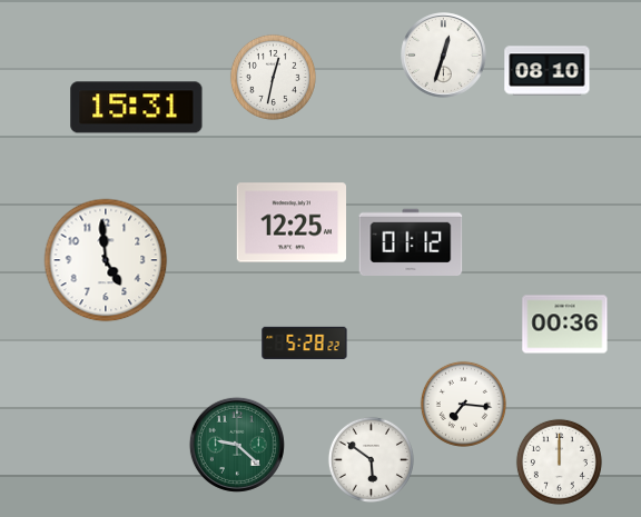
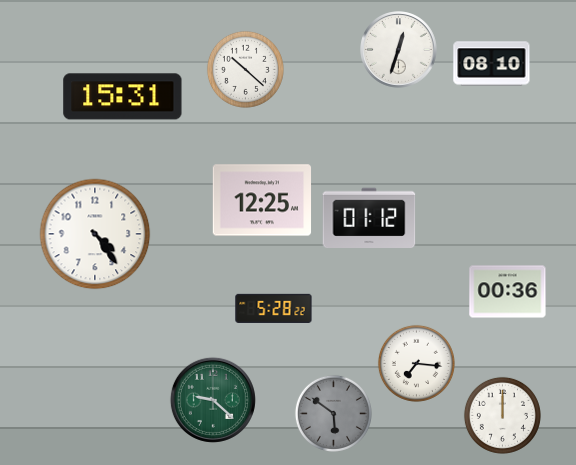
clock at (273, 77): 12:32 -> 10:22
clock at (106, 260): 4:59 -> 4:24
clock at (371, 459) dial: white -> grey
